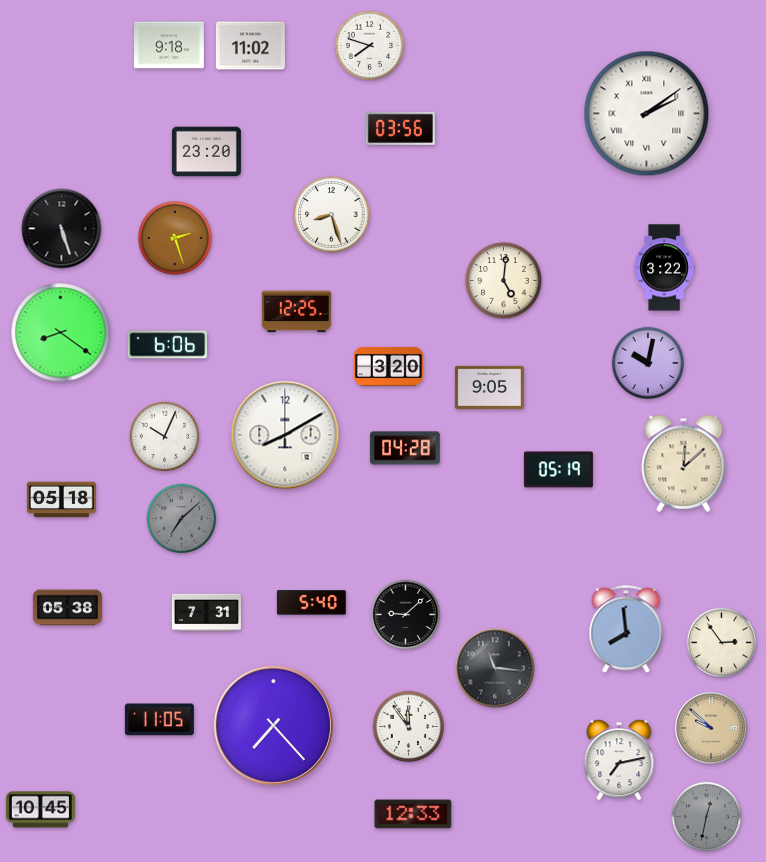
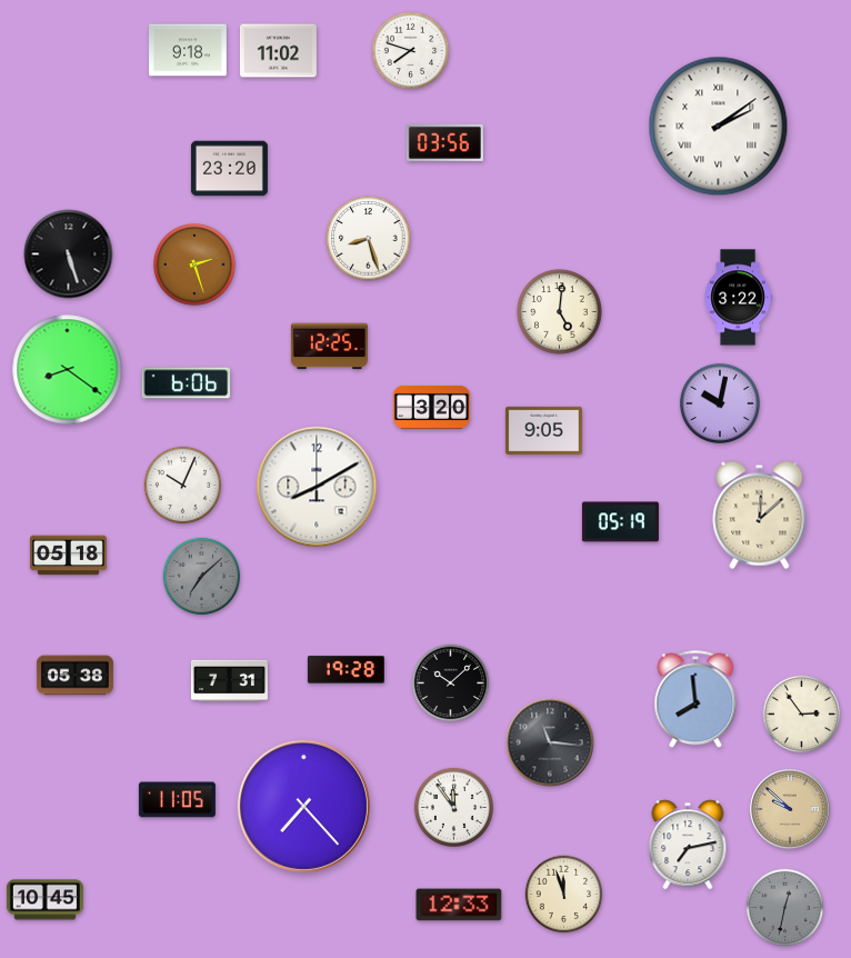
clock at (285, 435) position: (285, 435) -> (317, 487)
clock at (405, 448): 04:28 -> none
clock at (311, 603): 5:40 -> 19:28
clock at (406, 615): 9:08 -> 10:08
clock at (564, 895): none -> 11:57
